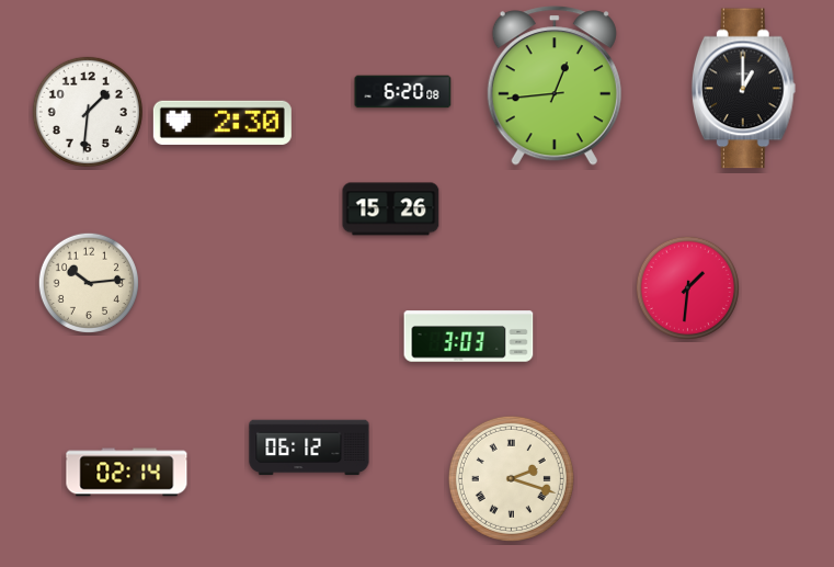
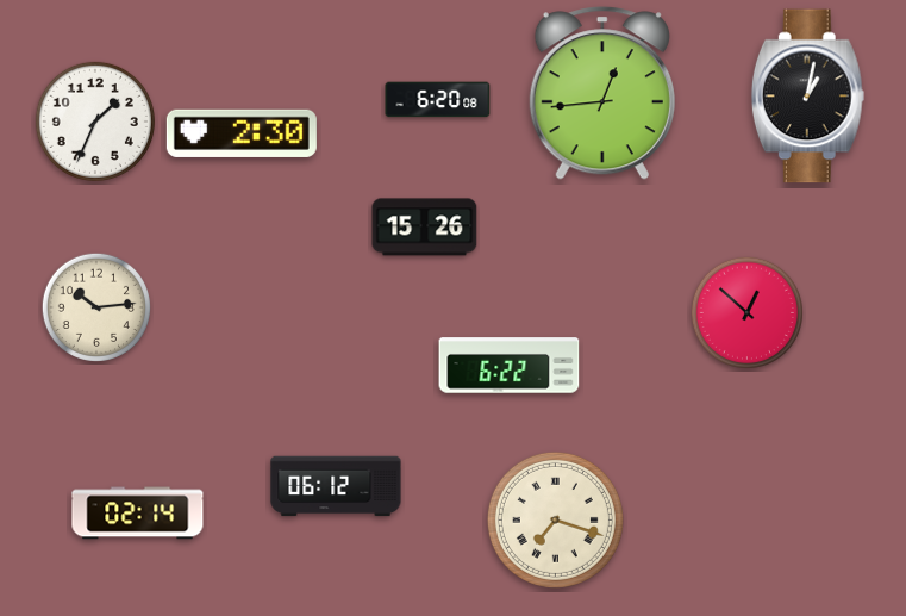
clock at (743, 89): 1:00 -> 1:02
clock at (88, 112): 1:31 -> 1:34
clock at (687, 287): 1:31 -> 12:52
clock at (469, 337): 3:03 -> 6:22
clock at (511, 478): 2:18 -> 7:18
